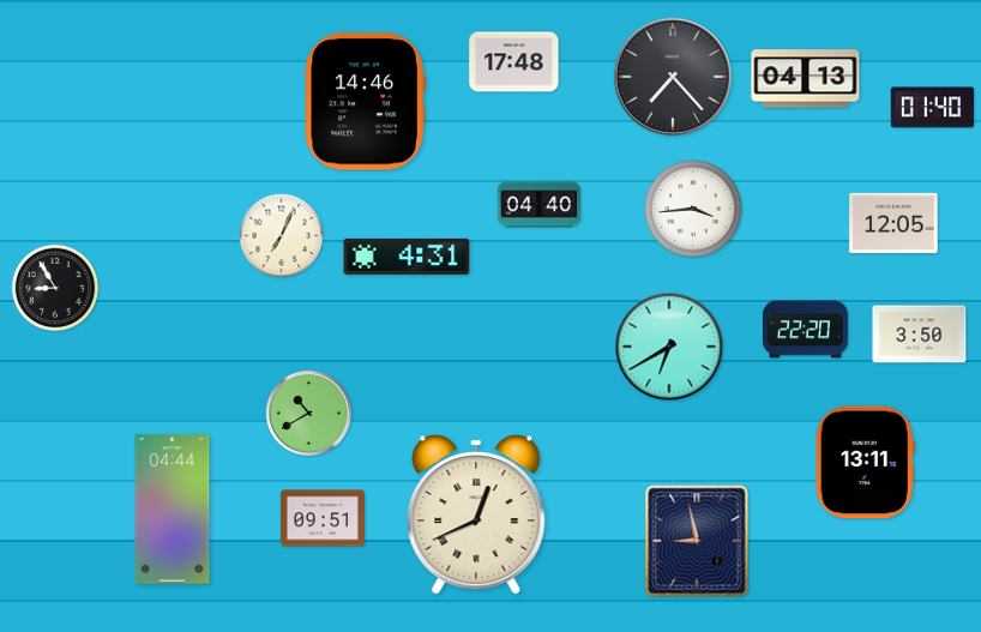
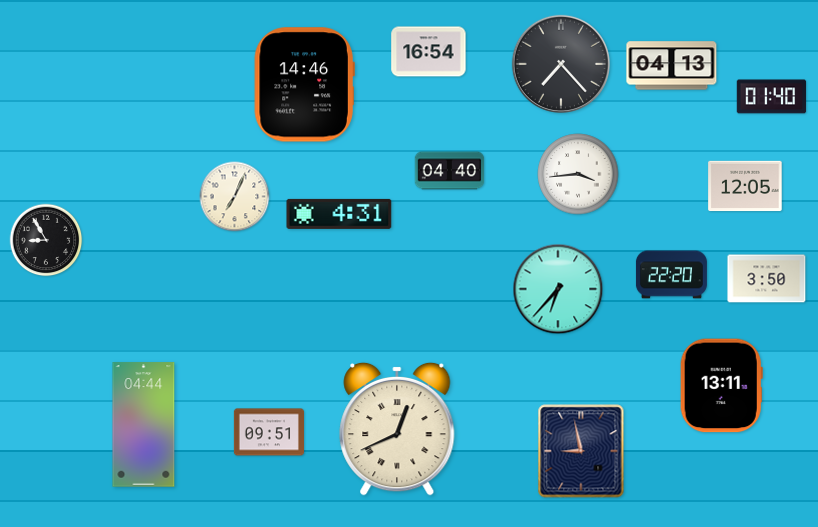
clock at (514, 62): 17:48 -> 16:54
clock at (933, 108) position: (933, 108) -> (772, 97)
clock at (669, 347): 6:40 -> 6:37
clock at (308, 413): 10:40 -> none
